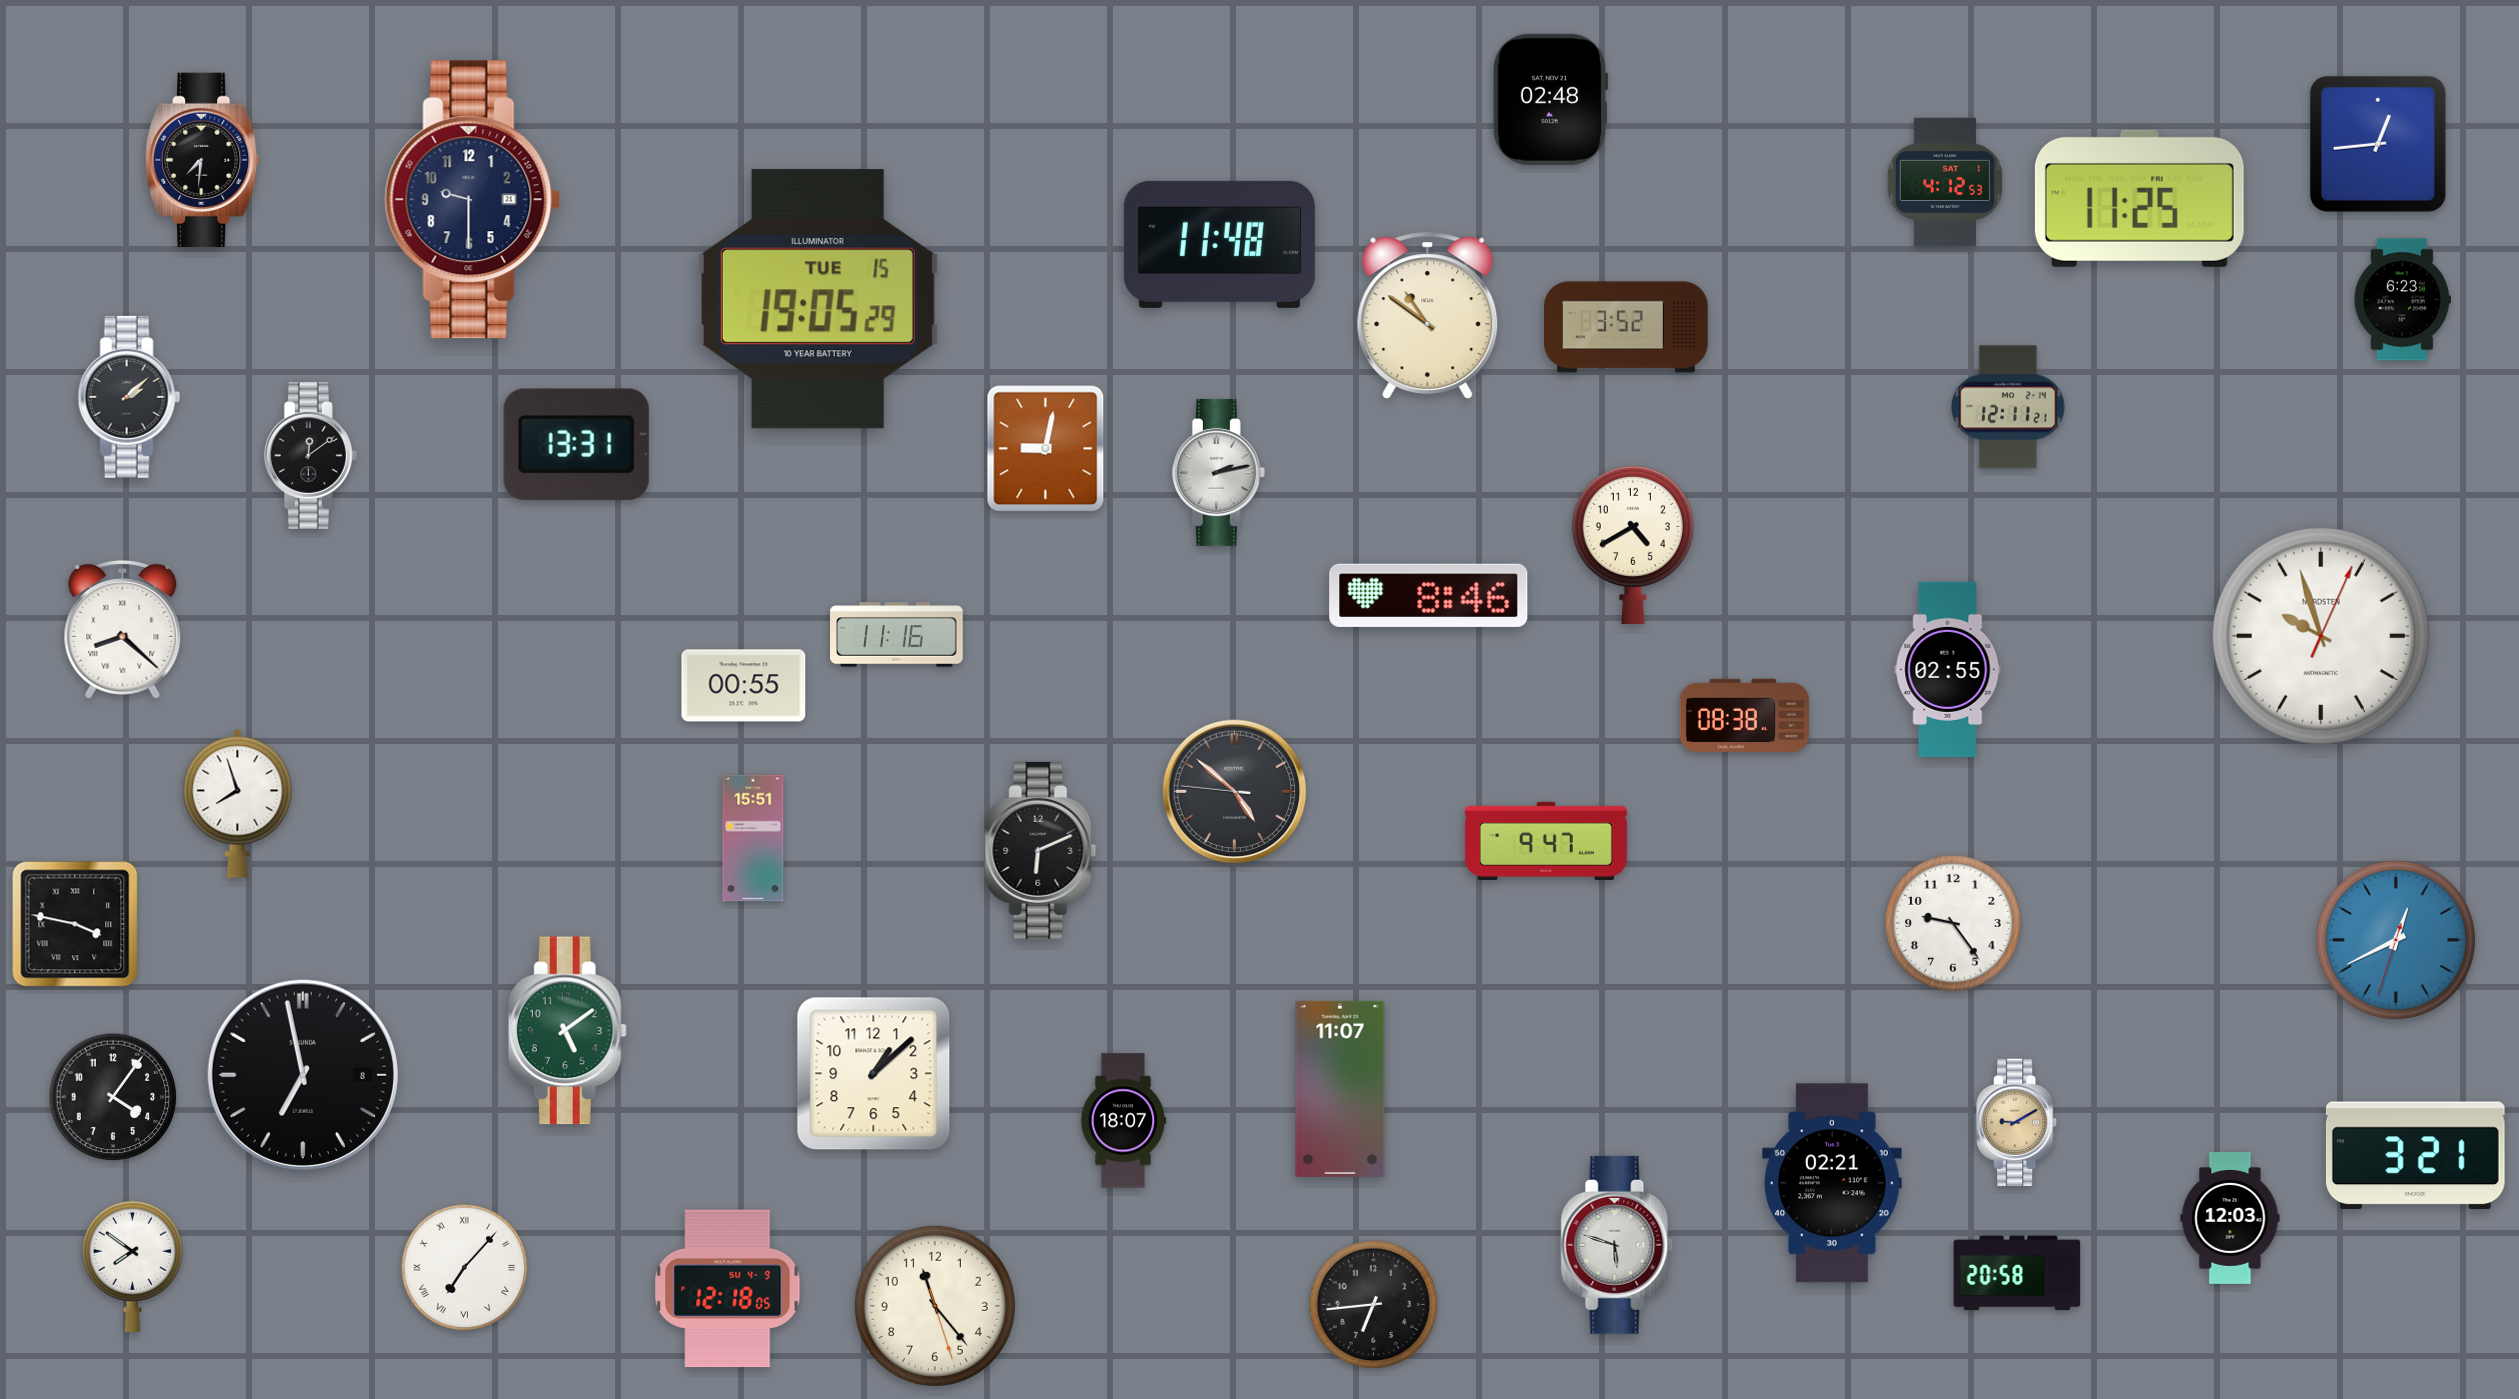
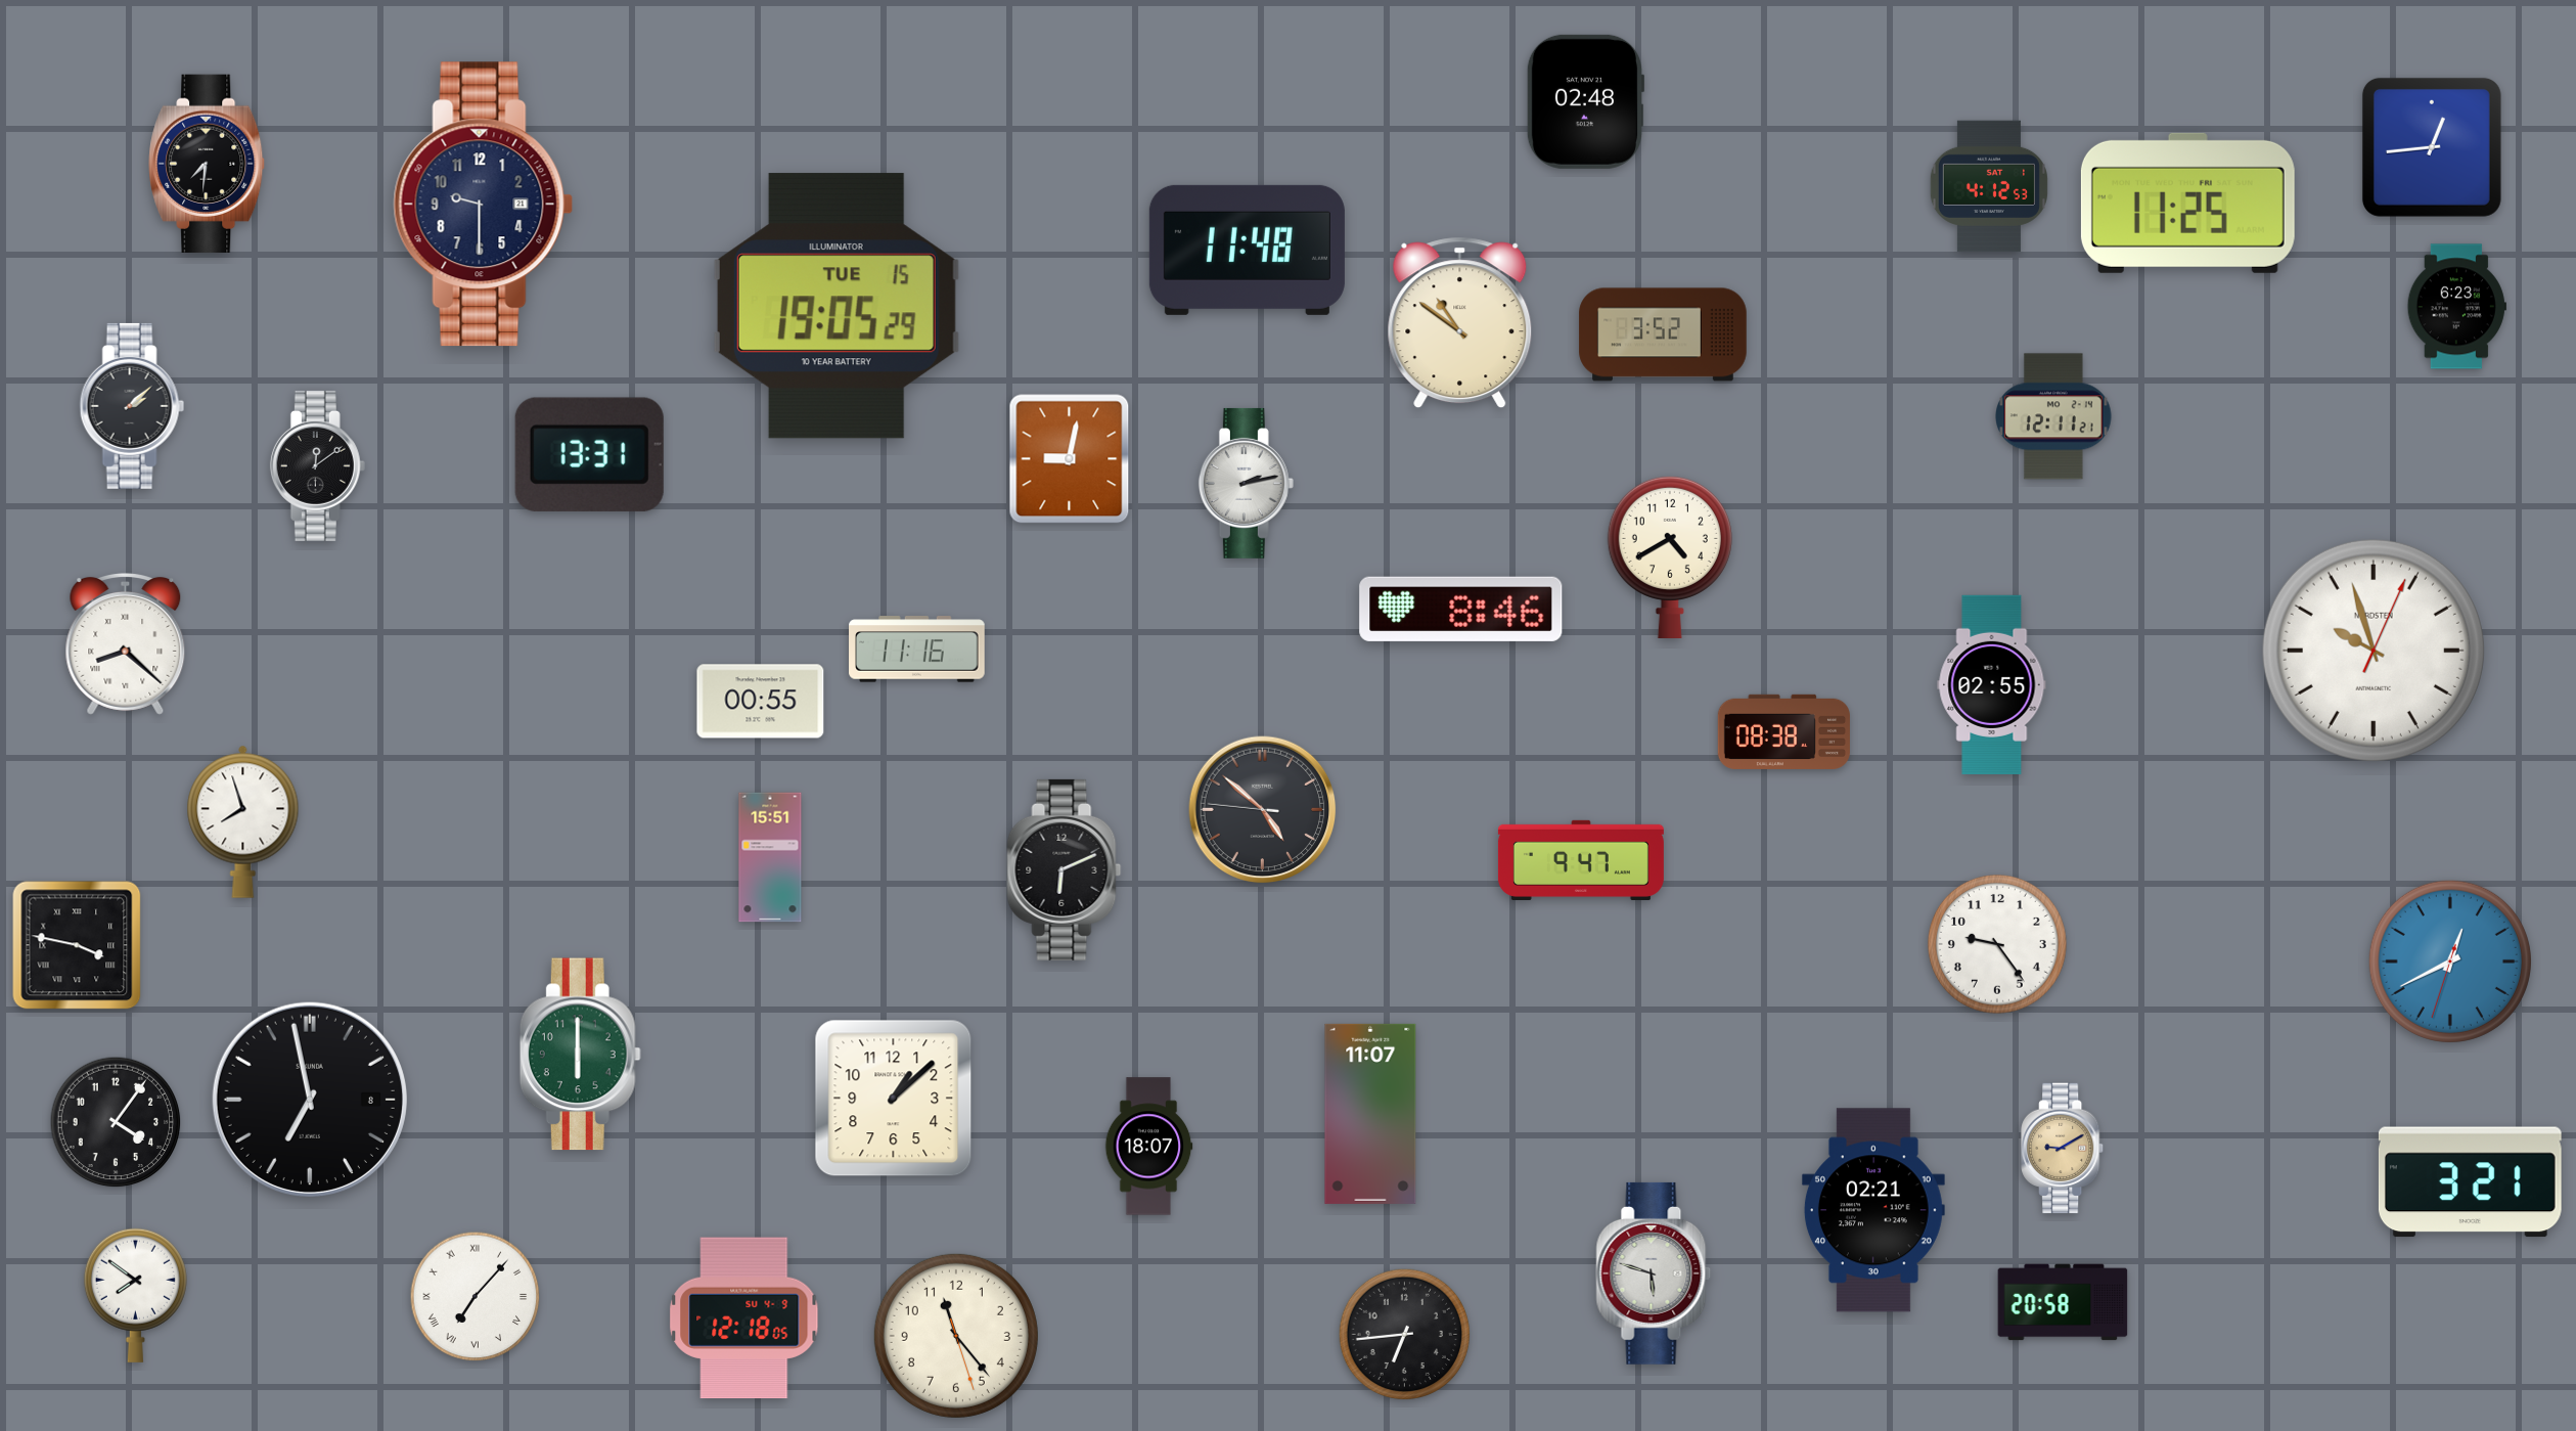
clock at (567, 1031): 5:09 -> 6:00
clock at (2230, 1219): 12:03 -> none
